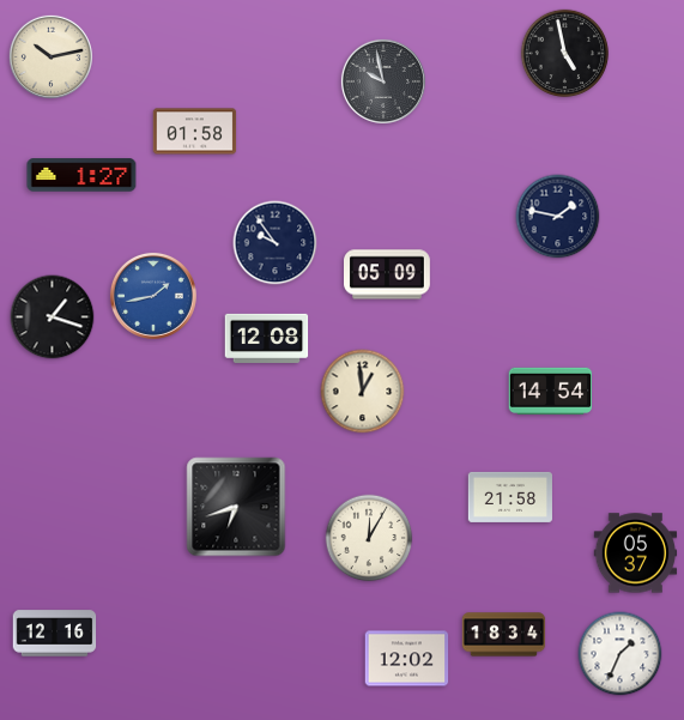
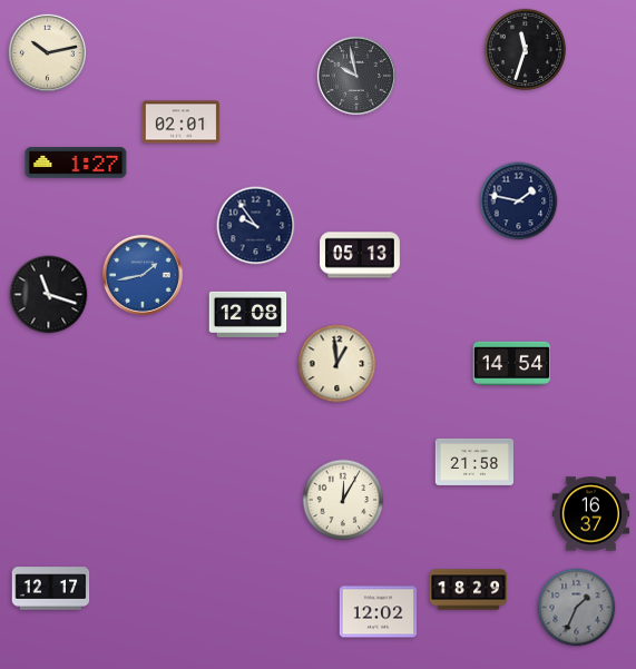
clock at (565, 54): 4:58 -> 11:33
clock at (195, 132): 01:58 -> 02:01
clock at (388, 274): 05:09 -> 05:13
clock at (53, 317): 1:18 -> 11:18
clock at (236, 507): 6:42 -> none
clock at (636, 553): 05:37 -> 16:37
clock at (55, 634): 12:16 -> 12:17
clock at (504, 635): 18:34 -> 18:29
clock at (621, 654) dial: white -> grey
